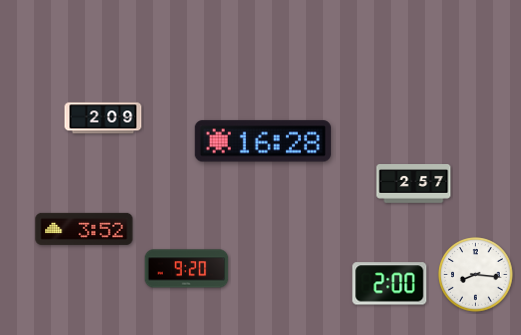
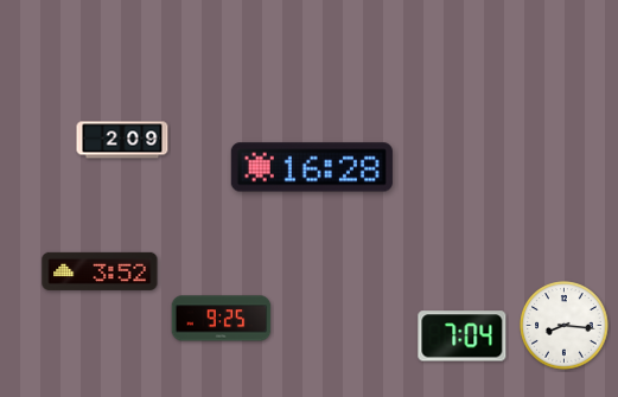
clock at (414, 184): 2:57 -> none
clock at (187, 269): 9:20 -> 9:25
clock at (390, 284): 2:00 -> 7:04
